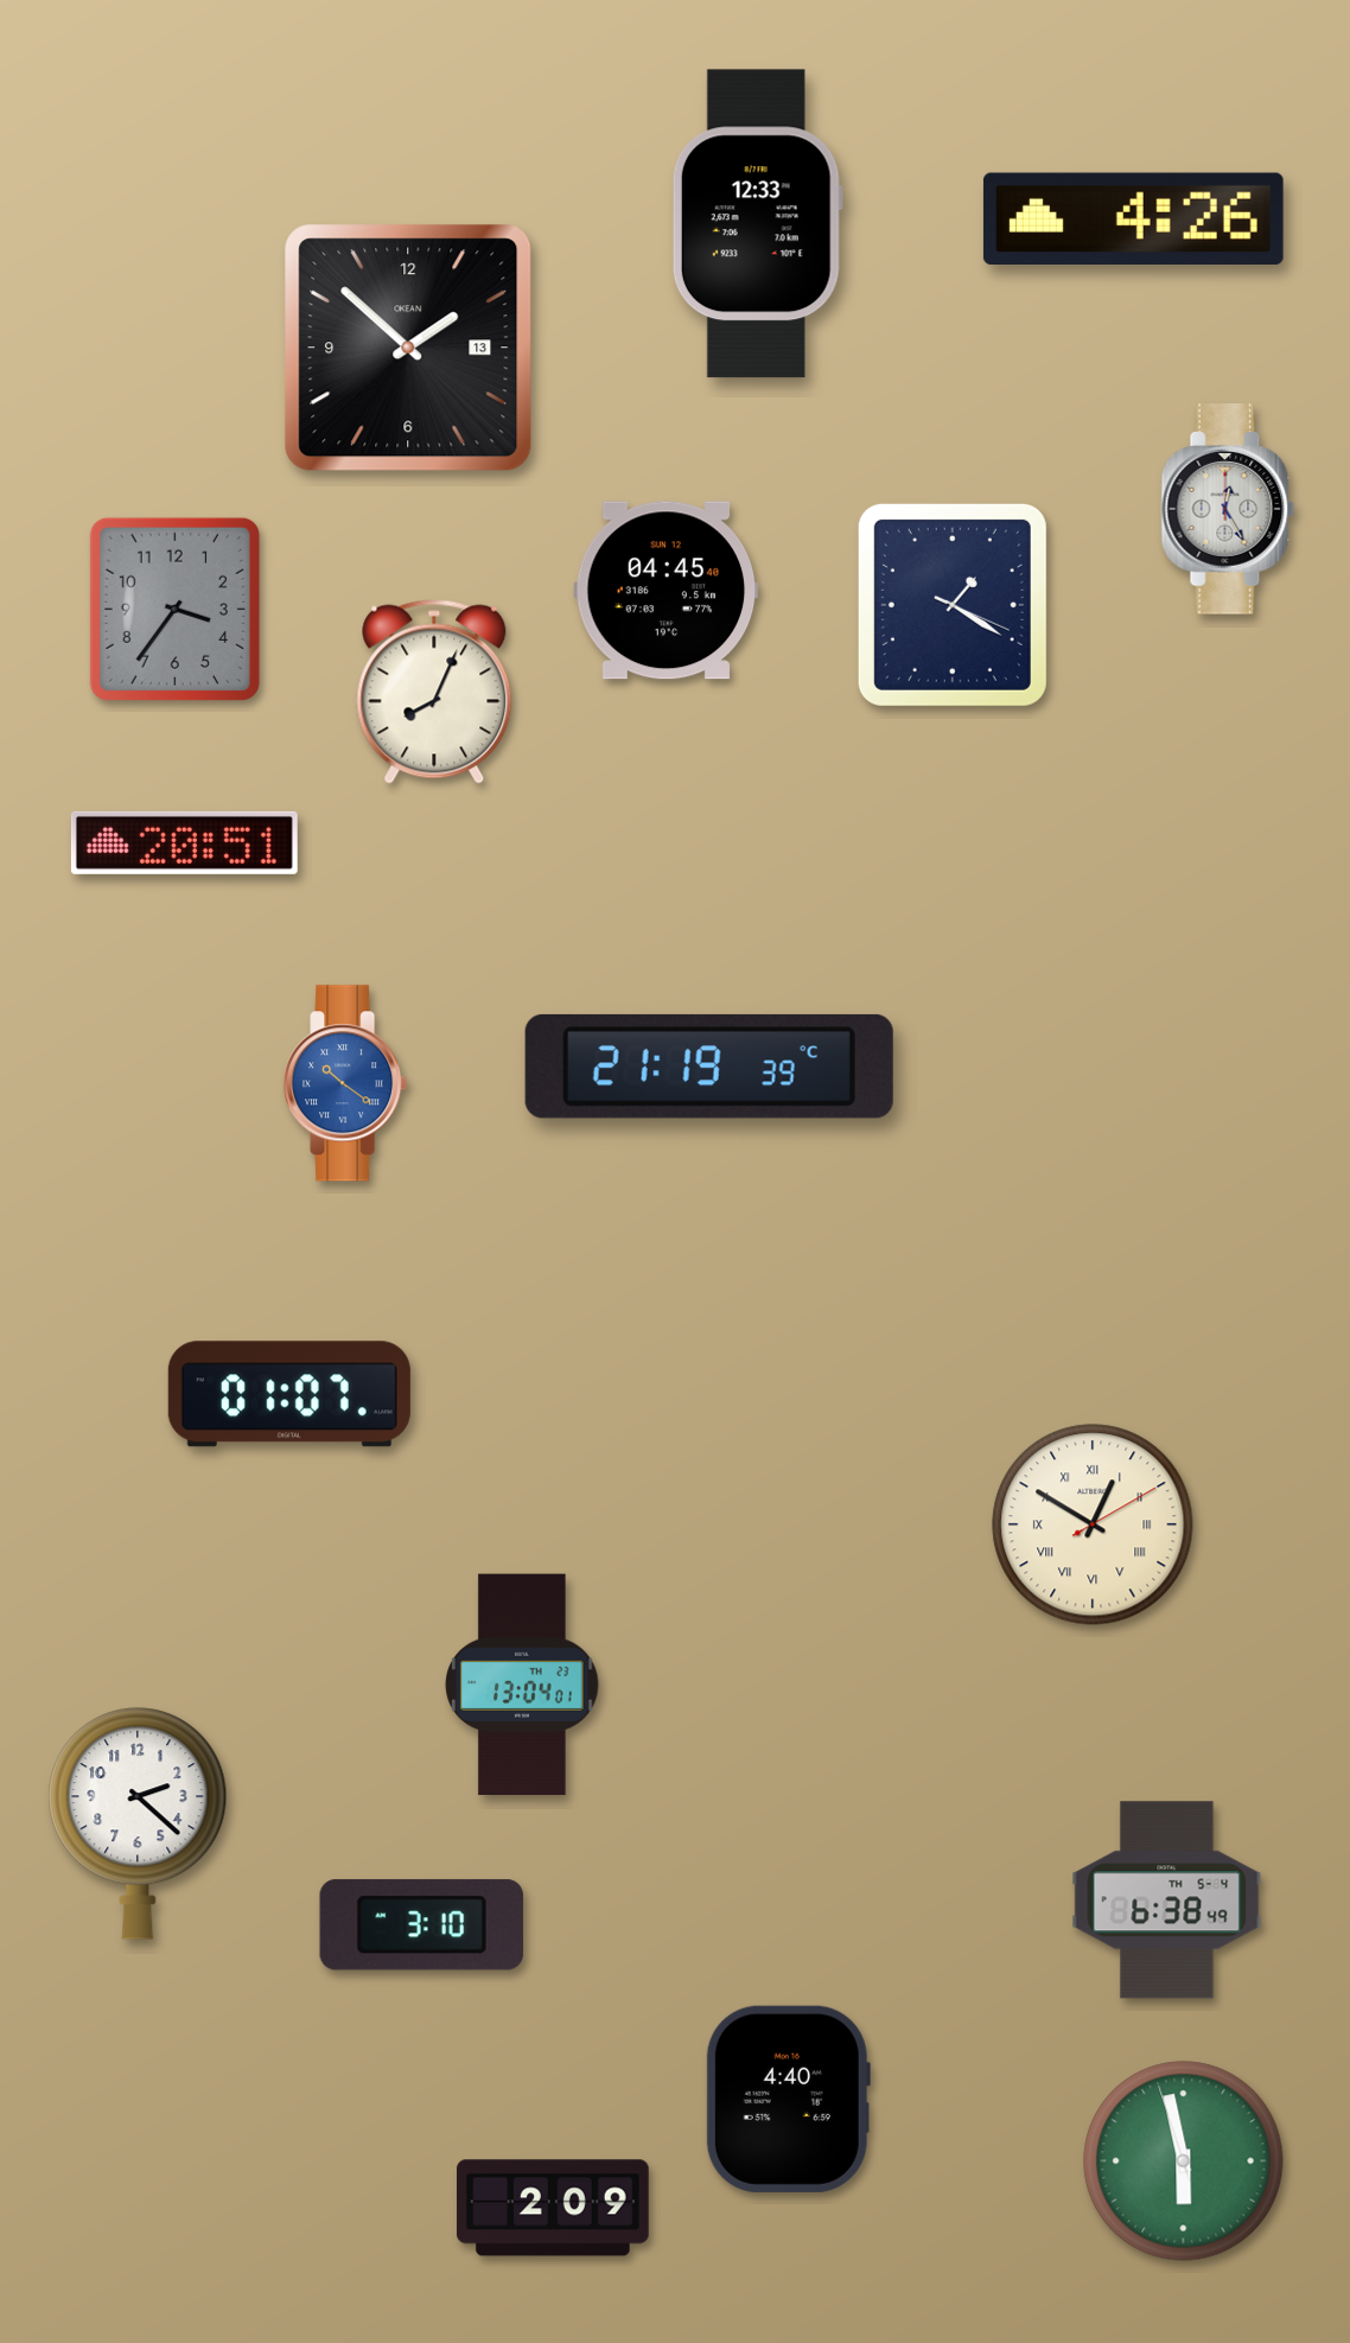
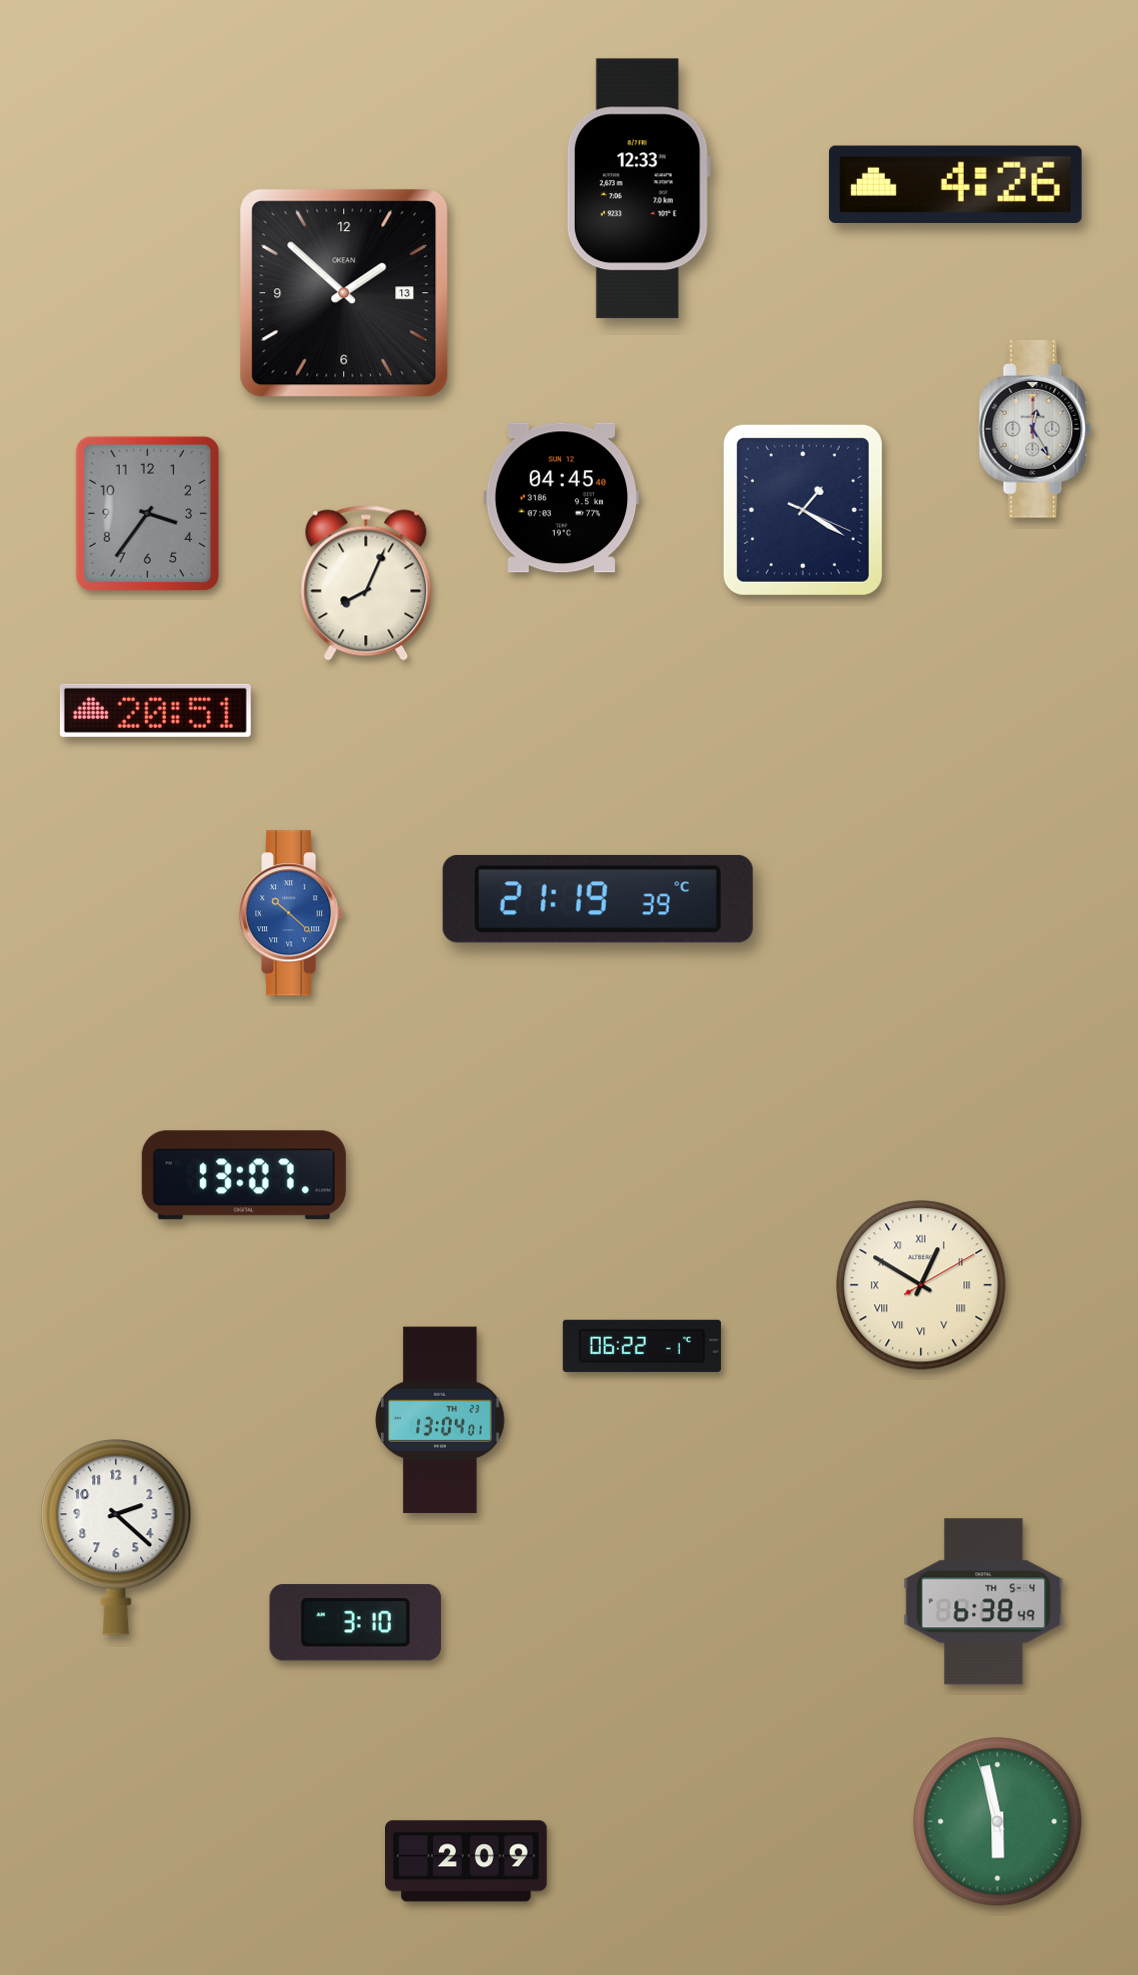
clock at (345, 1083): 10:21 -> 10:22
clock at (289, 1394): 01:07 -> 13:07
clock at (642, 1346): none -> 06:22
clock at (788, 2099): 4:40 -> none
